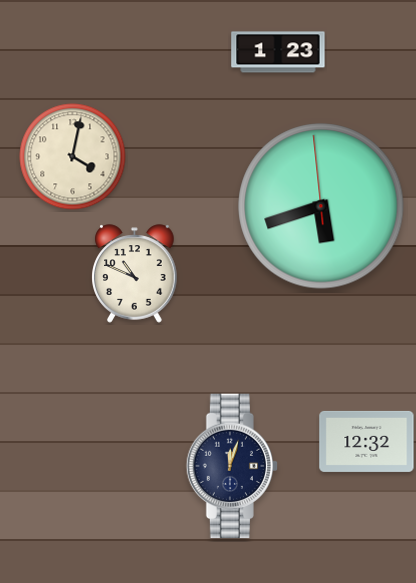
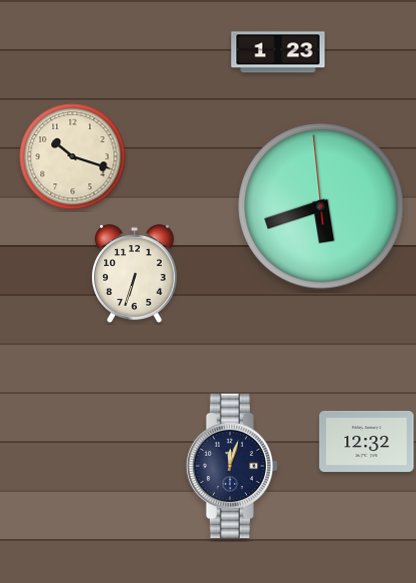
clock at (73, 157): 4:02 -> 10:18
clock at (135, 274): 10:49 -> 6:33
